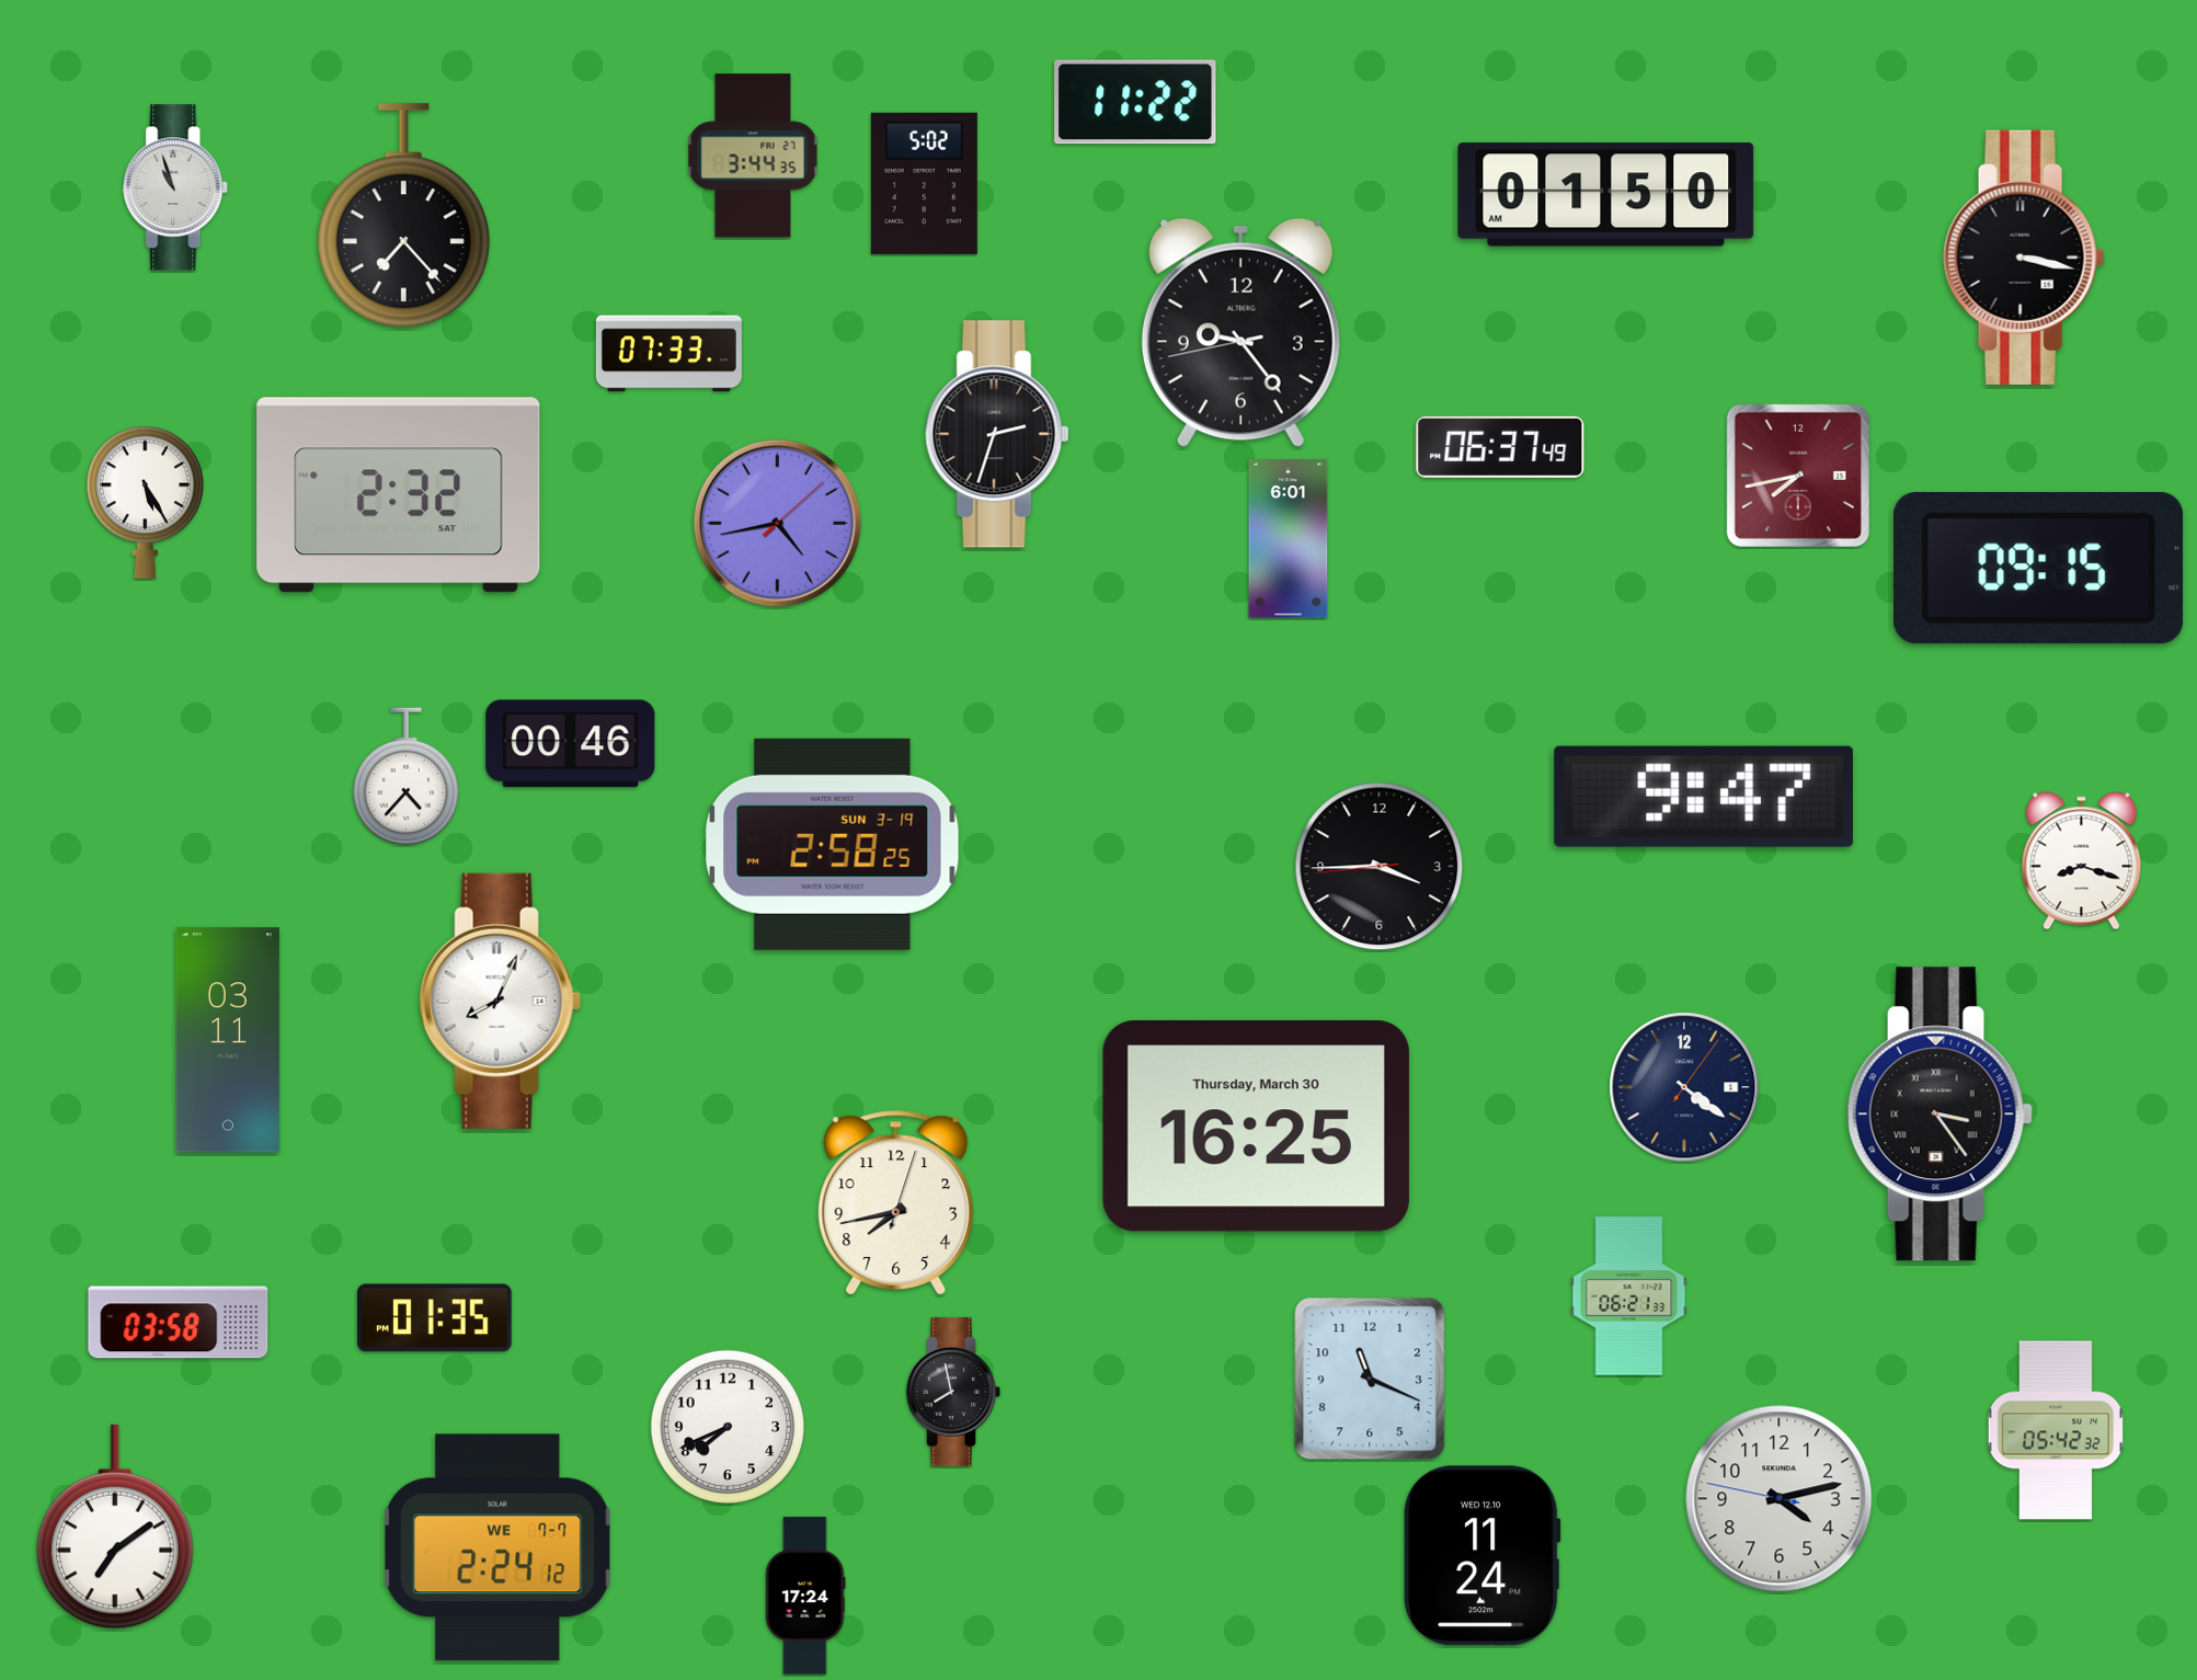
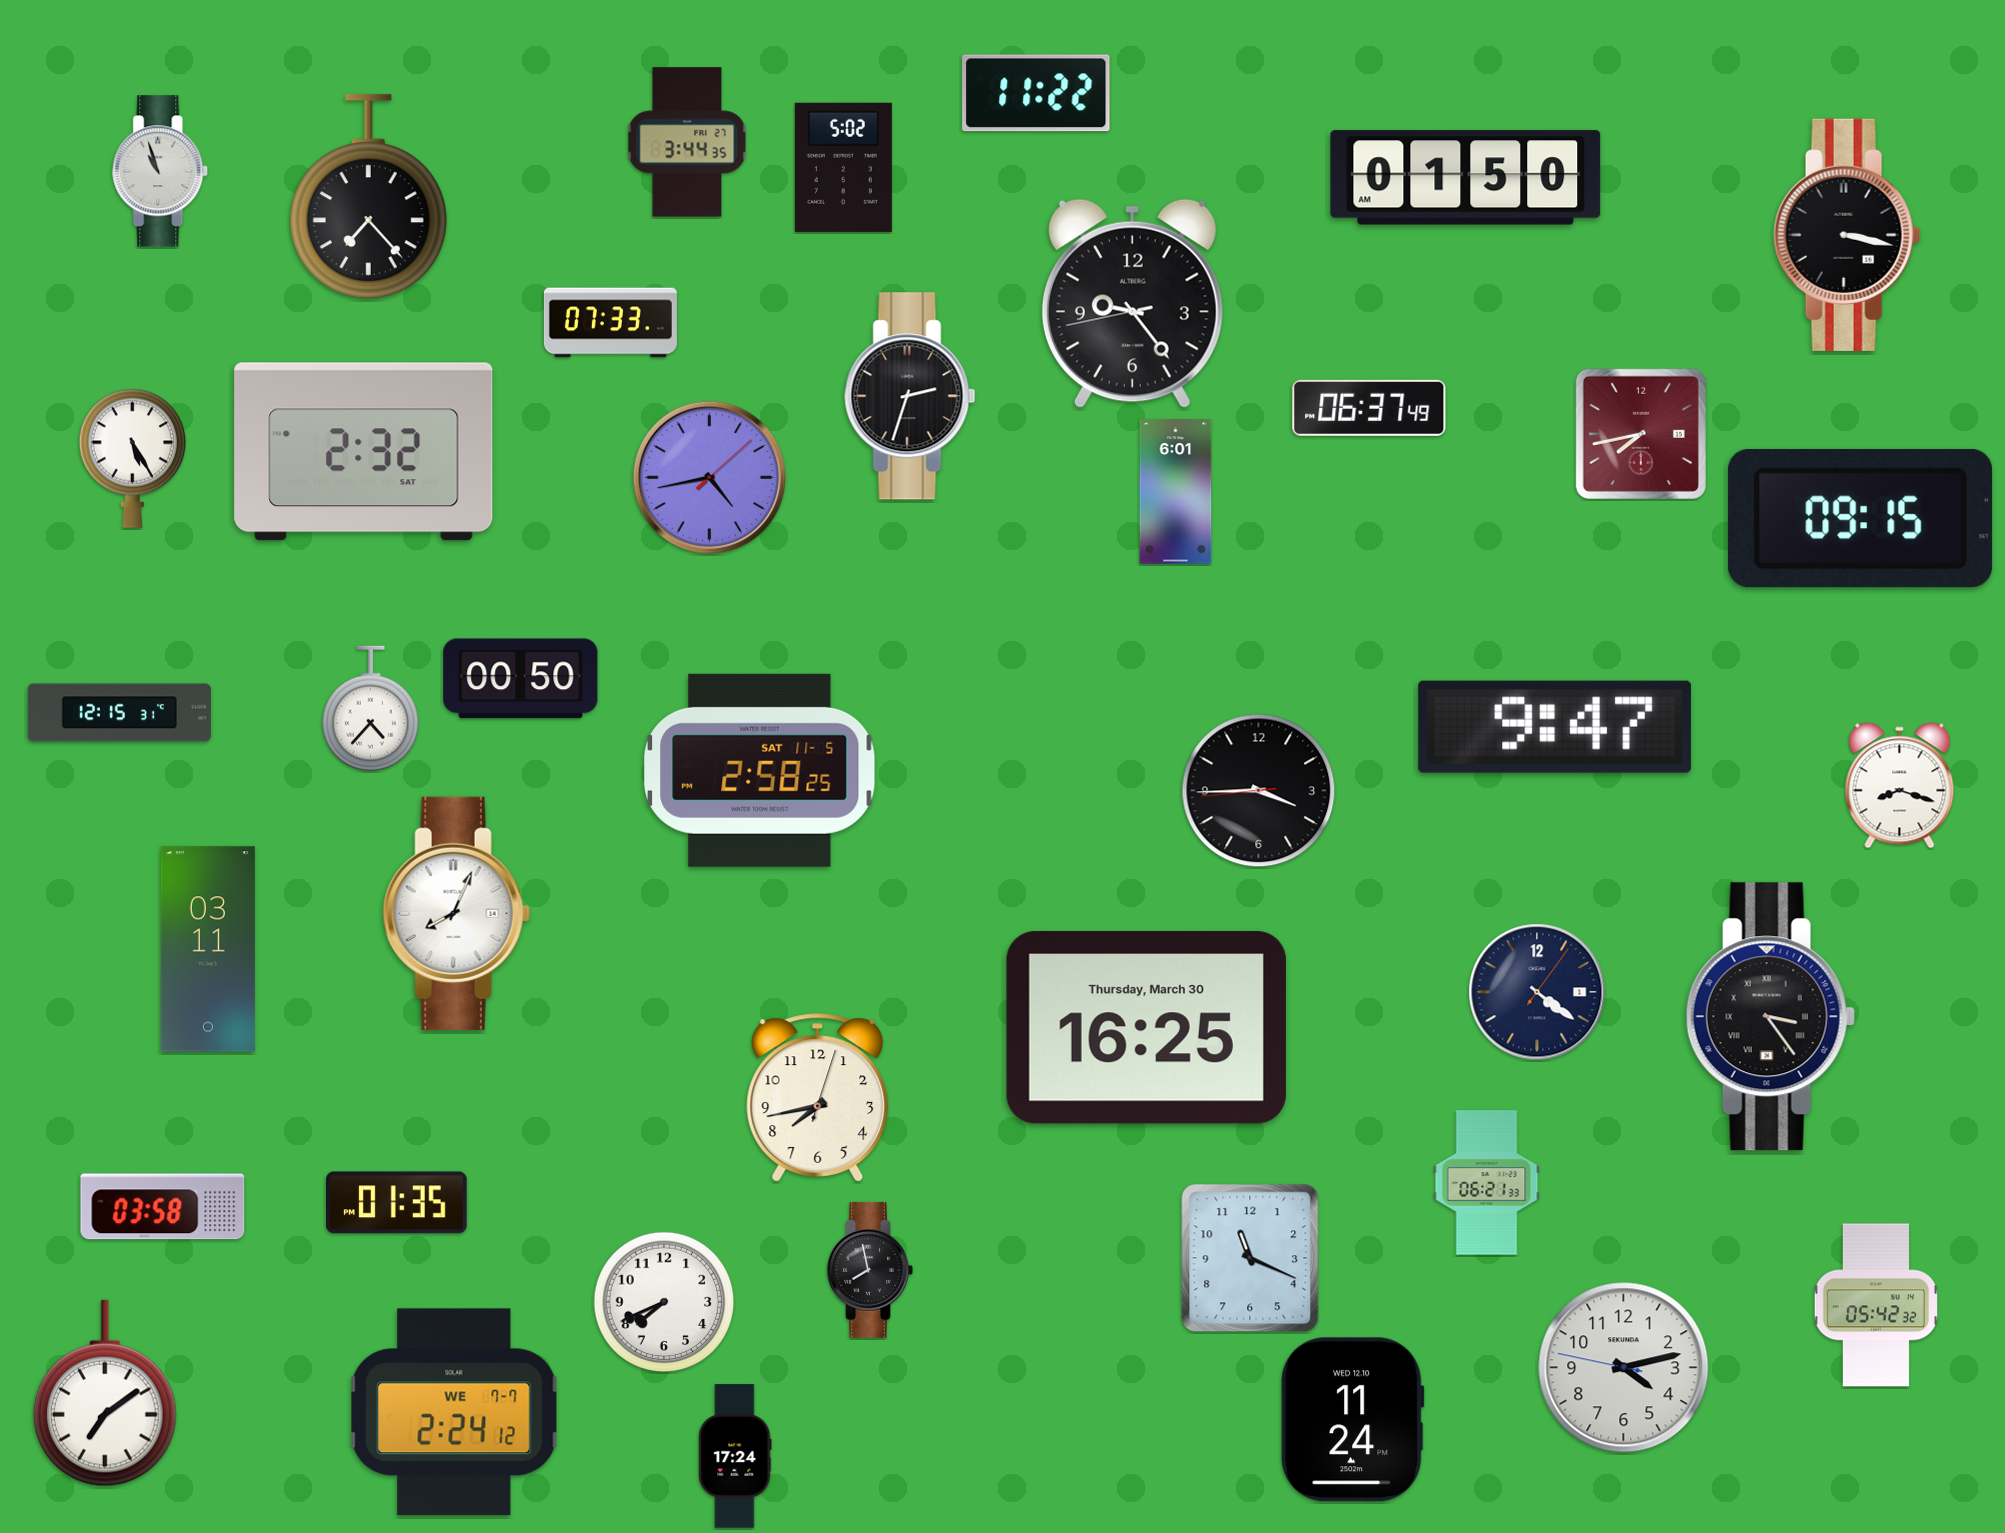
clock at (571, 744): 00:46 -> 00:50
clock at (119, 713): none -> 12:15
clock at (833, 844) date: SUN 3-19 -> SAT 11-5
